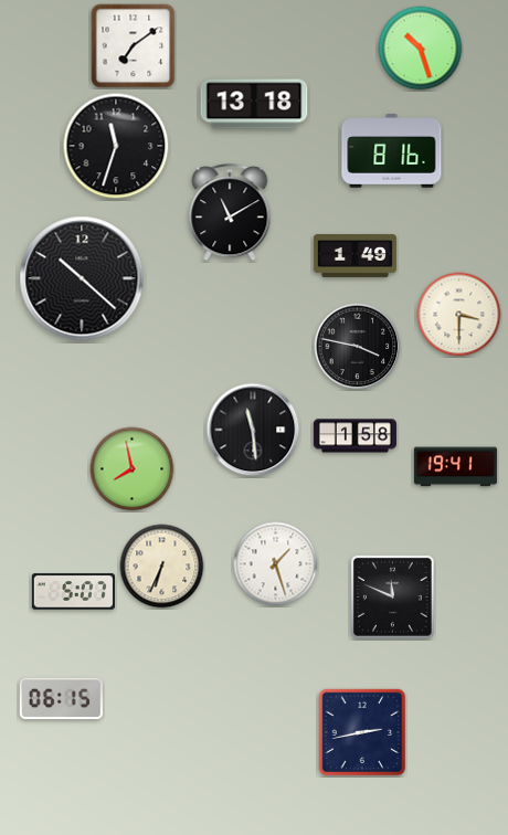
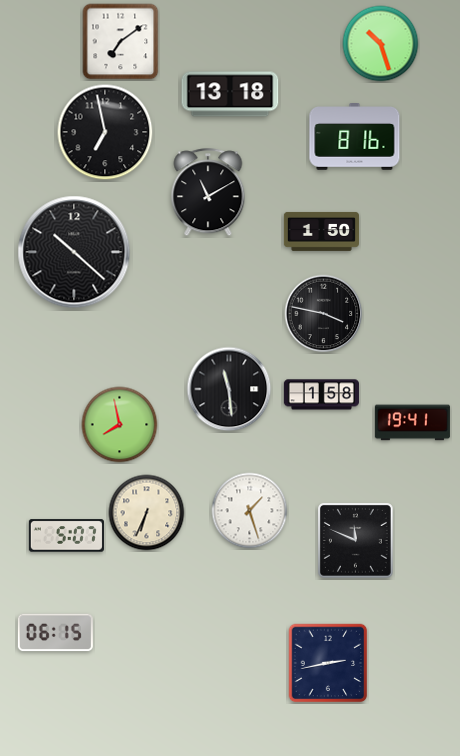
clock at (116, 146): 11:33 -> 6:58
clock at (354, 255): 1:49 -> 1:50
clock at (459, 315): 3:30 -> none
